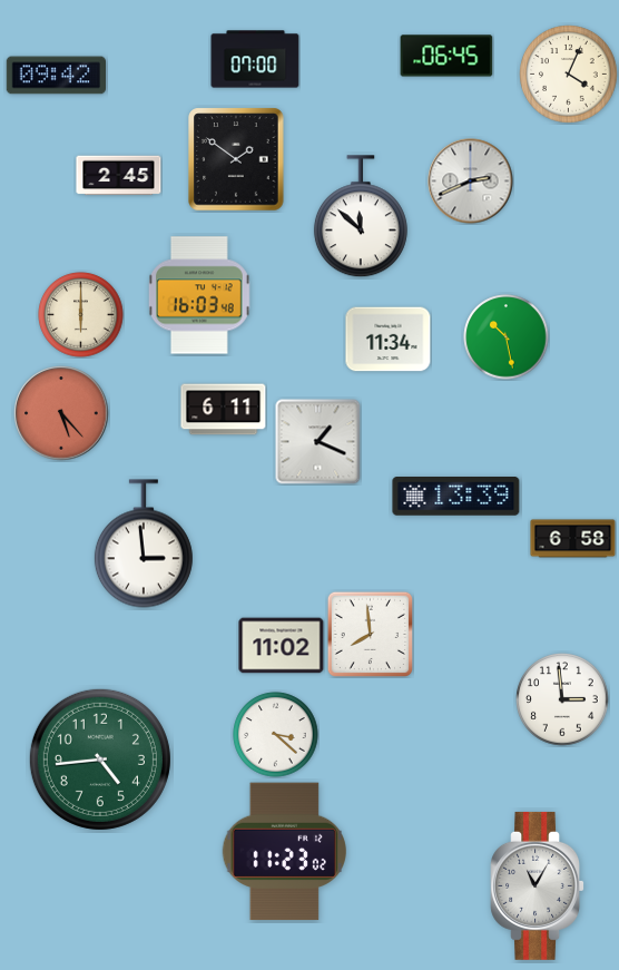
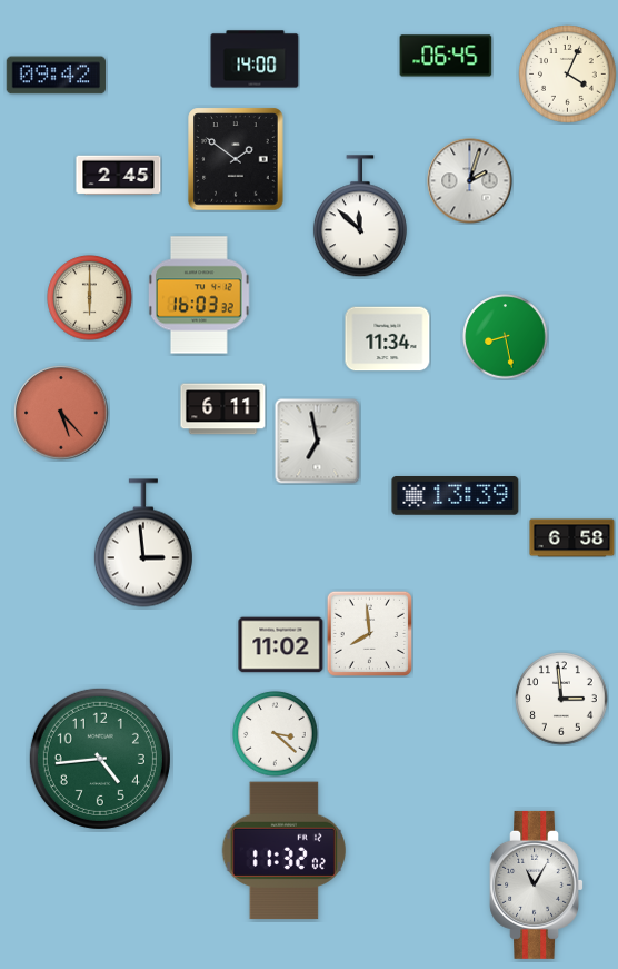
clock at (255, 59): 07:00 -> 14:00
clock at (471, 182): 2:41 -> 2:03
clock at (199, 295): 16:03:48 -> 16:03:32
clock at (81, 315) position: (81, 315) -> (90, 298)
clock at (507, 337): 10:28 -> 8:28
clock at (318, 442): 1:19 -> 6:58
clock at (284, 852): 11:23 -> 11:32
